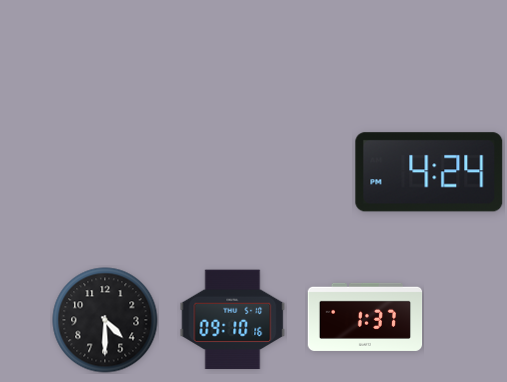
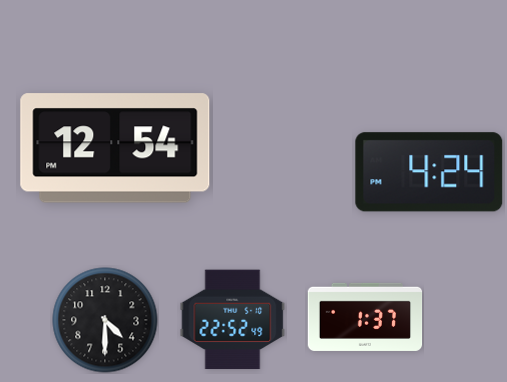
clock at (115, 148): none -> 12:54
clock at (233, 320): 09:10 -> 22:52
